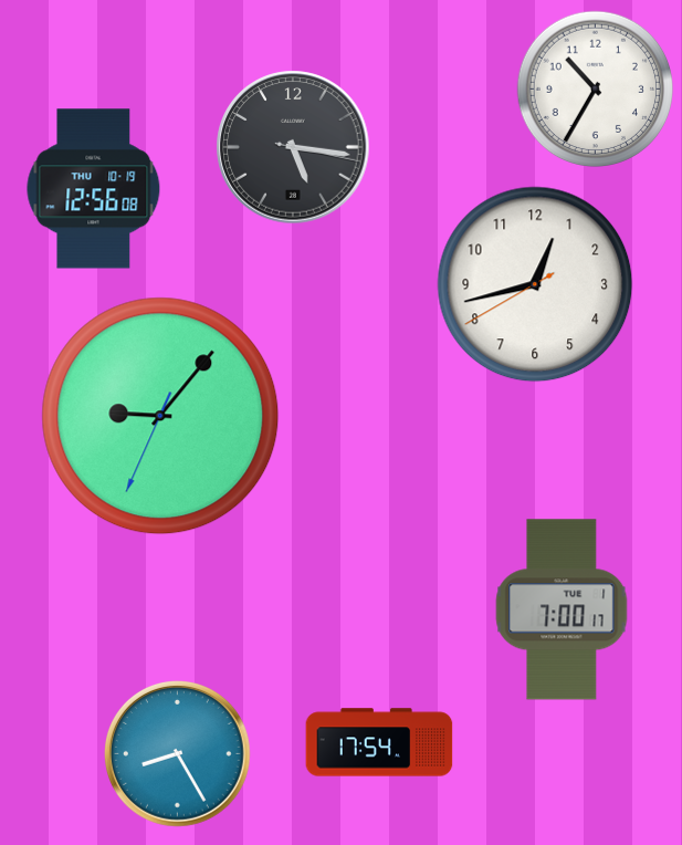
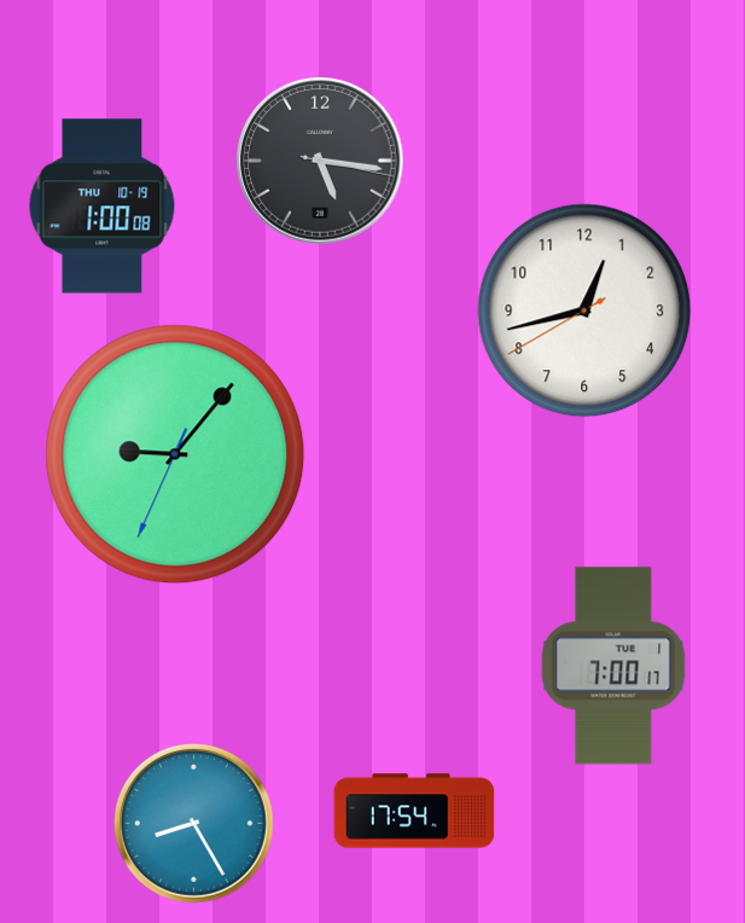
clock at (596, 90): 10:35 -> none
clock at (94, 189): 12:56 -> 1:00
